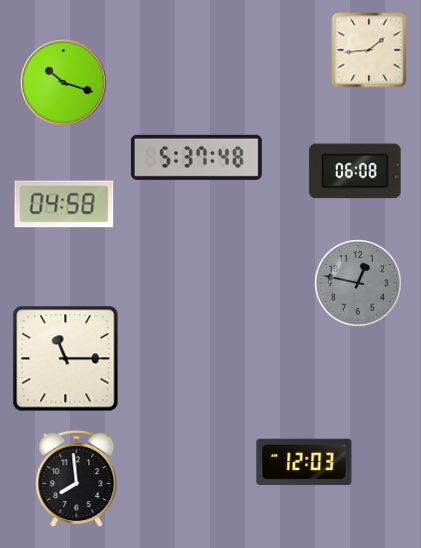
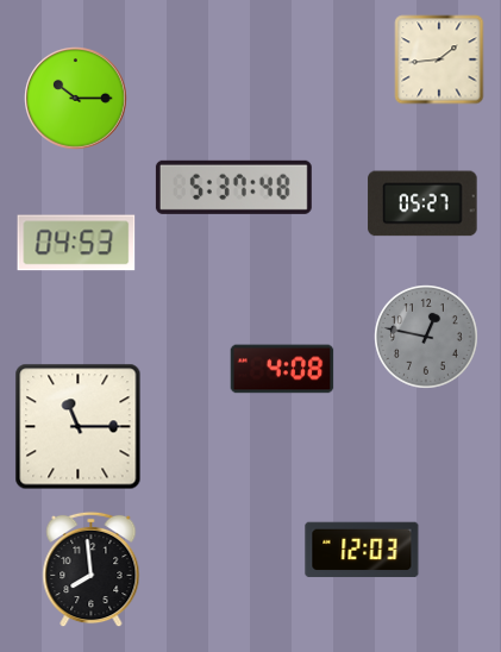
clock at (64, 83): 10:18 -> 10:15
clock at (355, 171): 06:08 -> 05:27
clock at (64, 204): 04:58 -> 04:53
clock at (282, 369): none -> 4:08
